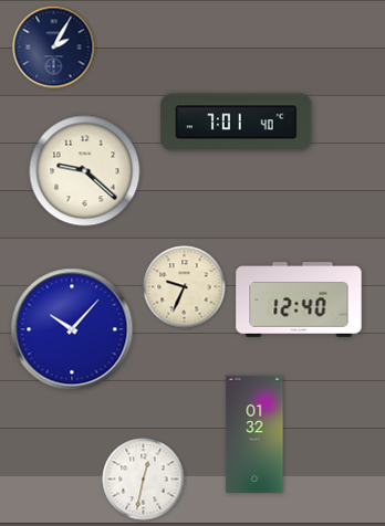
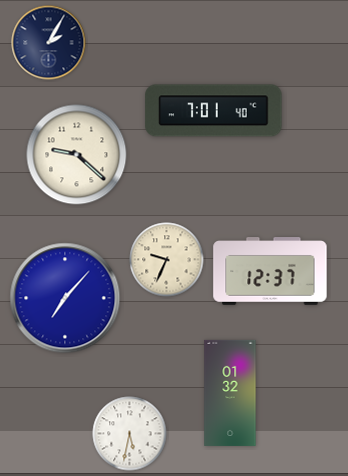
clock at (299, 299): 12:40 -> 12:37
clock at (72, 329): 10:07 -> 7:07
clock at (144, 480): 12:32 -> 5:32
